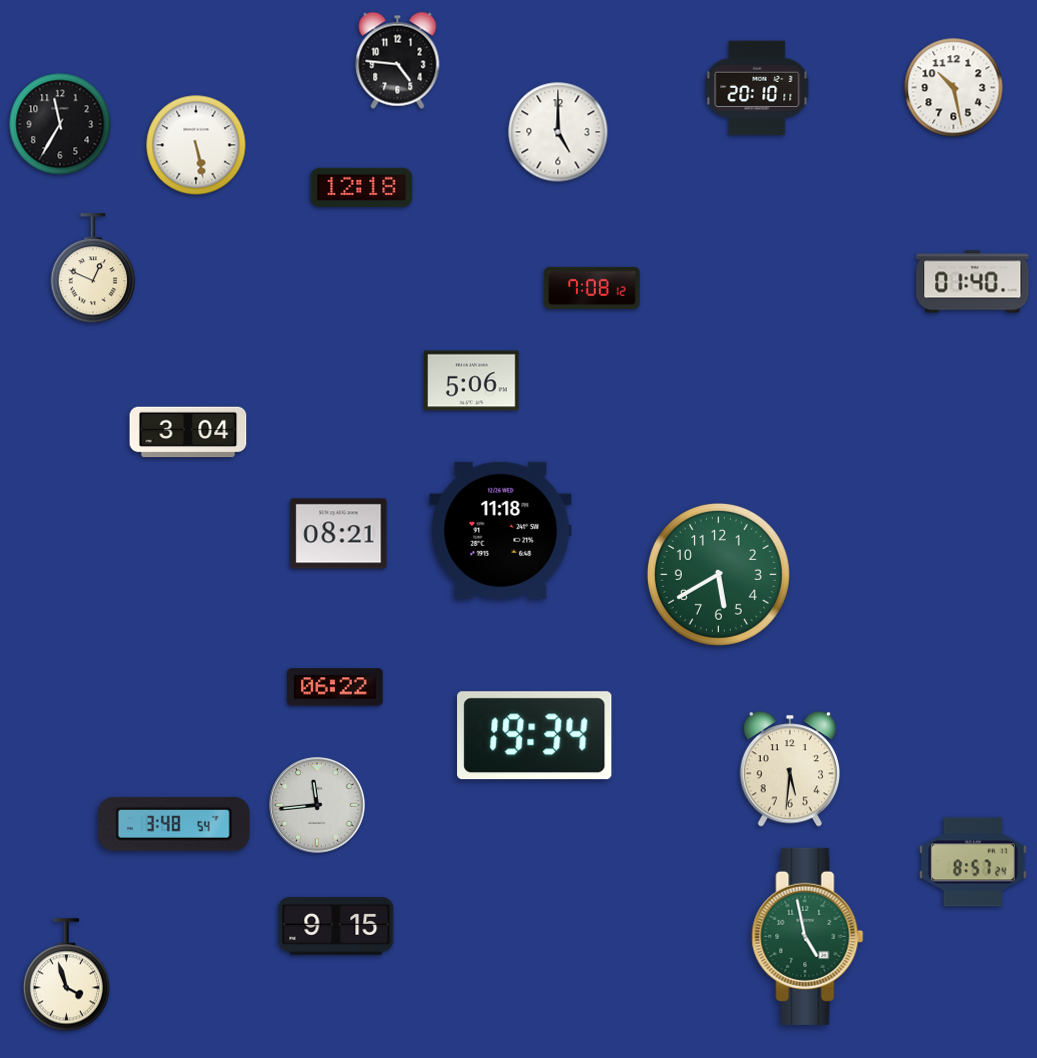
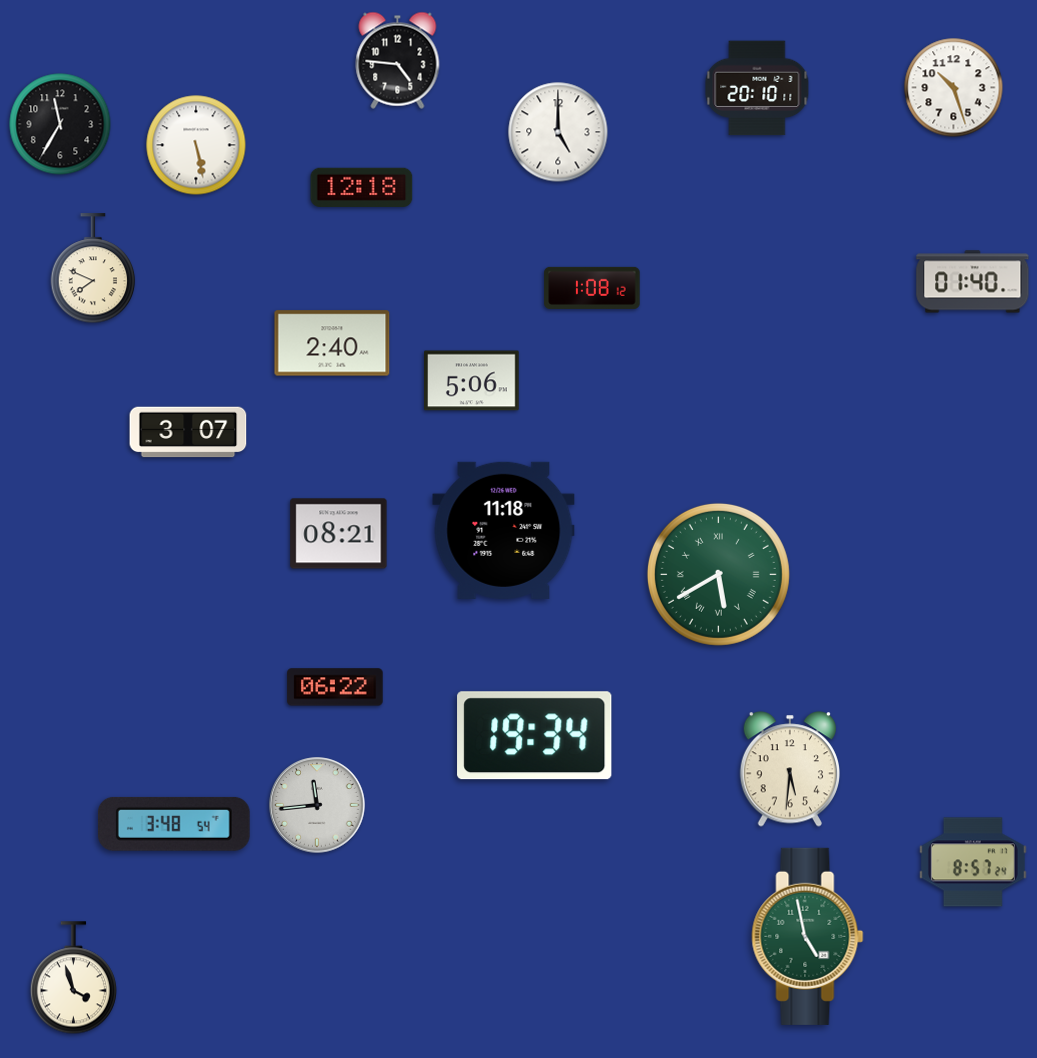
clock at (954, 88): 10:28 -> 10:27
clock at (93, 269): 12:49 -> 7:49
clock at (592, 288): 7:08 -> 1:08
clock at (332, 343): none -> 2:40
clock at (188, 432): 3:04 -> 3:07
clock at (501, 530) position: (501, 530) -> (504, 530)
clock at (718, 574) numerals: Arabic -> Roman
clock at (336, 926): 9:15 -> none
clock at (66, 975) position: (66, 975) -> (73, 978)
